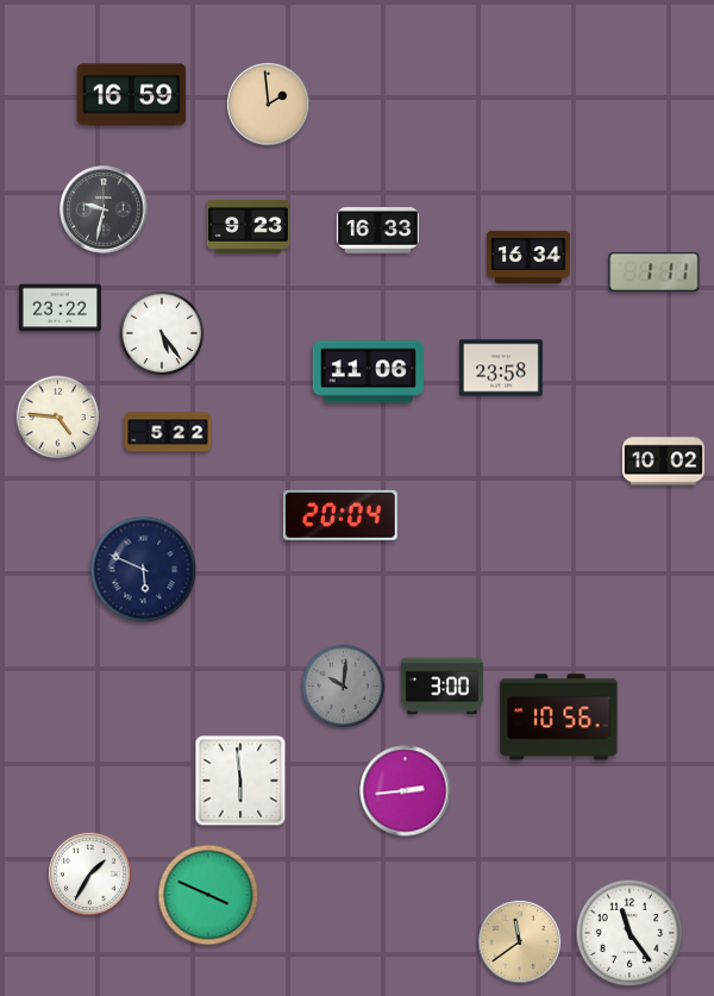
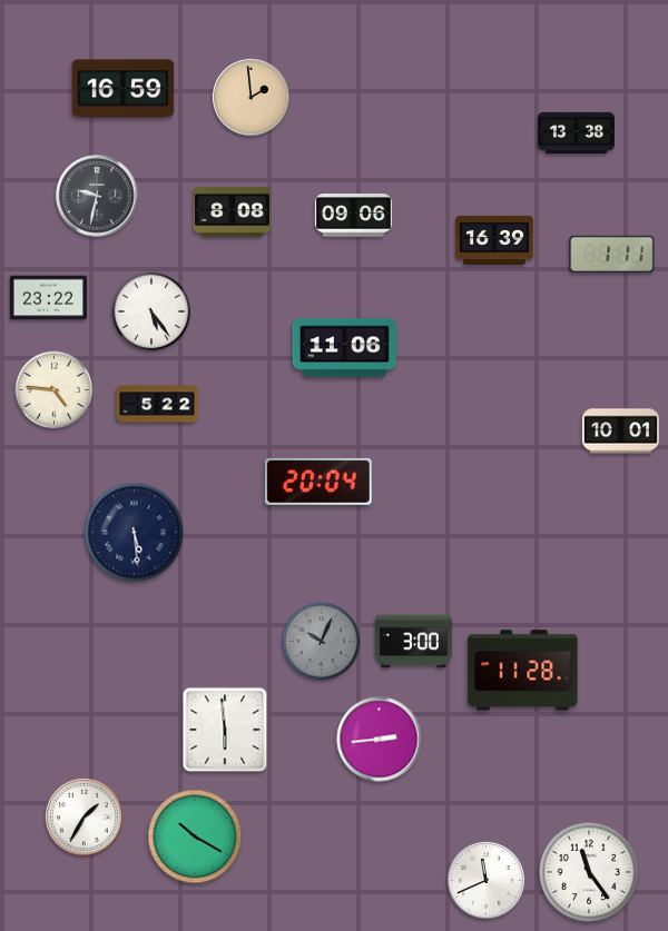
clock at (576, 133): none -> 13:38
clock at (248, 226): 9:23 -> 8:08
clock at (377, 231): 16:33 -> 09:06
clock at (528, 257): 16:34 -> 16:39
clock at (59, 308) position: (59, 308) -> (48, 298)
clock at (501, 368): 23:58 -> none
clock at (663, 462): 10:02 -> 10:01
clock at (144, 570): 5:49 -> 5:29
clock at (344, 687): 10:01 -> 10:04
clock at (559, 718): 10:56 -> 11:28
clock at (208, 895): 3:49 -> 10:20
clock at (519, 941): 11:39 -> 11:41
clock at (519, 941) dial: champagne -> white
